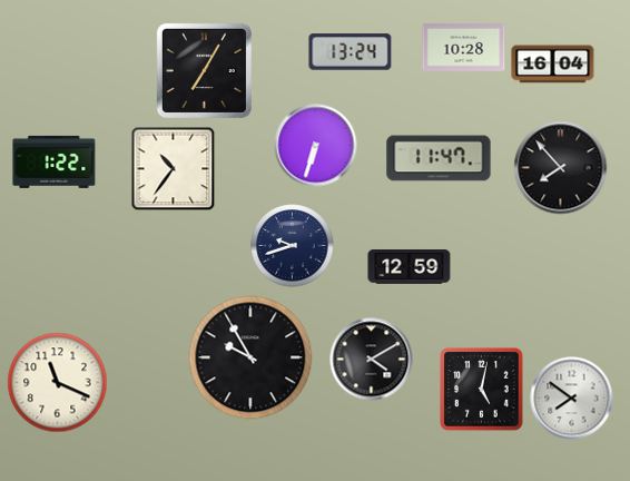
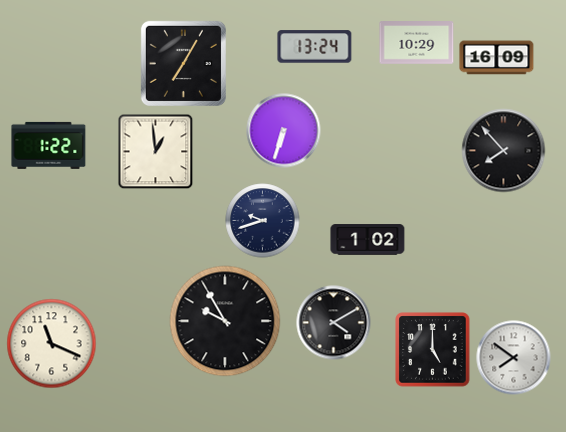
clock at (464, 48): 10:28 -> 10:29
clock at (553, 65): 16:04 -> 16:09
clock at (439, 158): 11:47 -> none
clock at (174, 169): 10:36 -> 12:59
clock at (410, 267): 12:59 -> 1:02
clock at (482, 390): 5:02 -> 5:00
